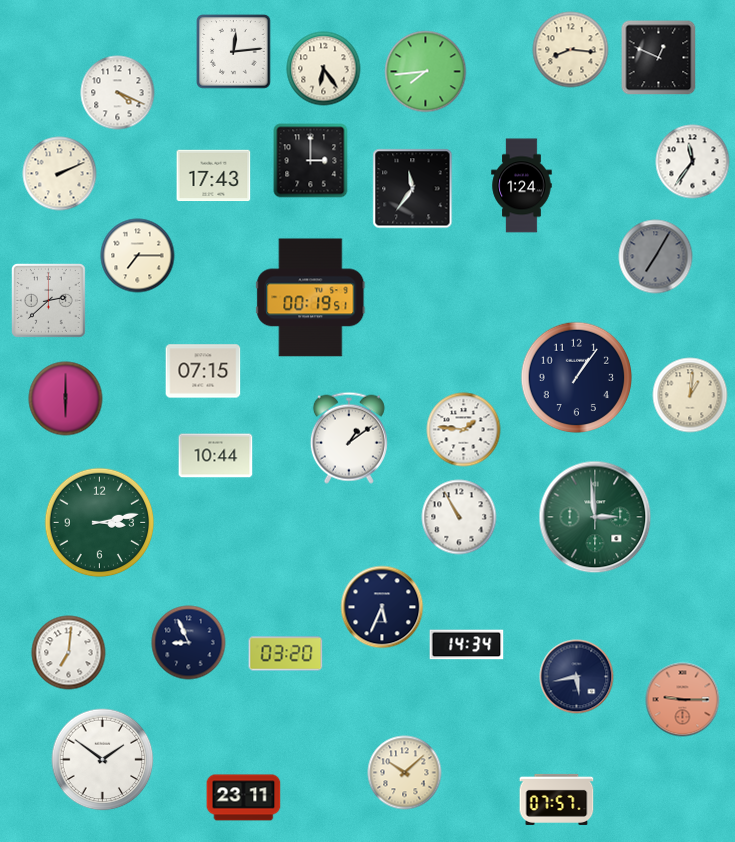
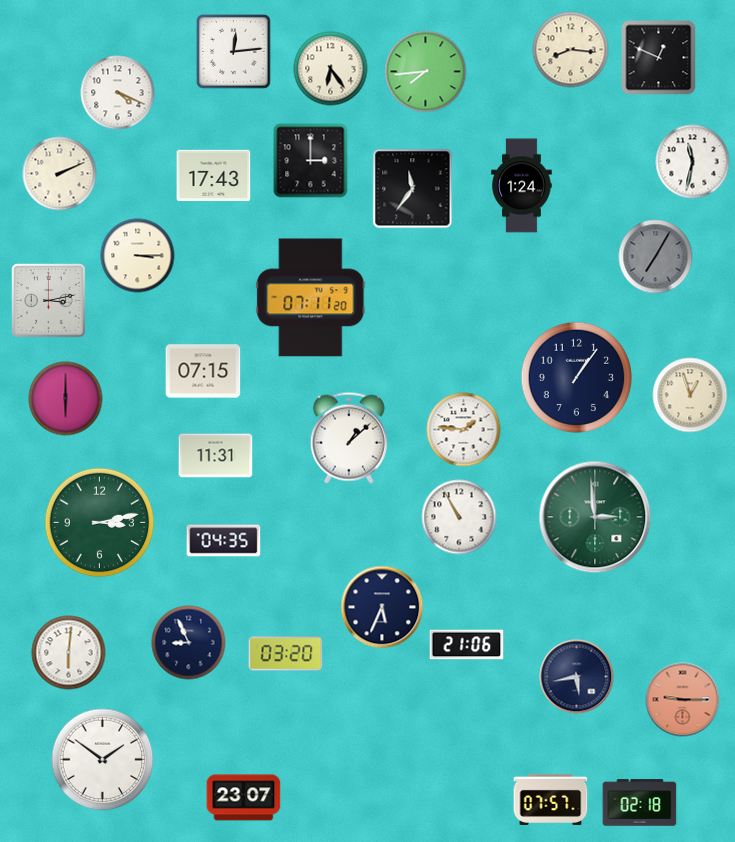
clock at (324, 69) position: (324, 69) -> (331, 69)
clock at (693, 162): 11:36 -> 11:32
clock at (138, 256): 7:15 -> 3:15
clock at (311, 298): 00:19 -> 07:11
clock at (49, 301): 2:38 -> 3:13
clock at (690, 395): 1:01 -> 12:57
clock at (349, 438): 1:09 -> 1:08
clock at (216, 456): 10:44 -> 11:31
clock at (224, 541): none -> 04:35
clock at (467, 645): 14:34 -> 21:06
clock at (69, 653): 7:01 -> 6:01
clock at (405, 773): 10:08 -> none
clock at (244, 798): 23:11 -> 23:07
clock at (557, 799) position: (557, 799) -> (551, 799)
clock at (640, 803): none -> 02:18
